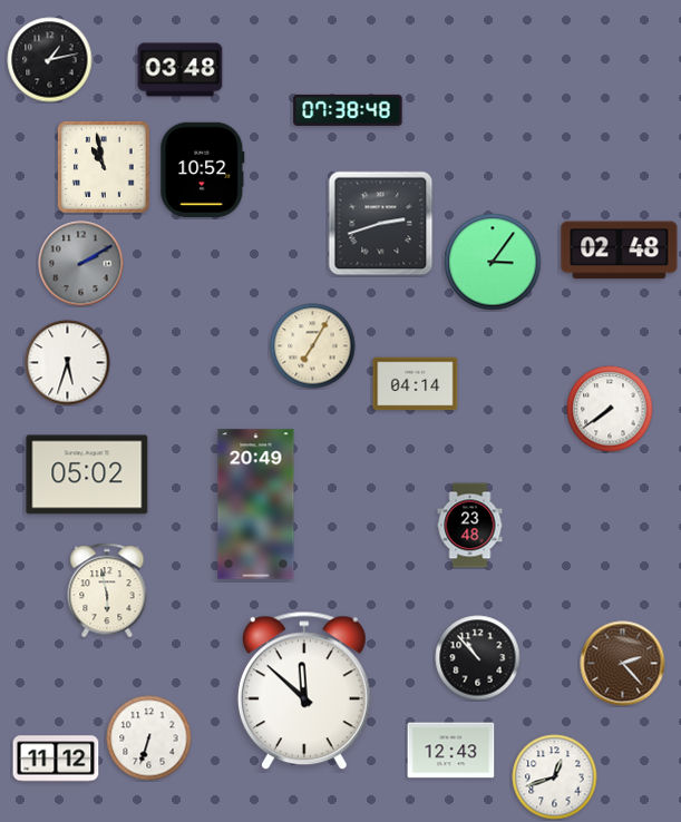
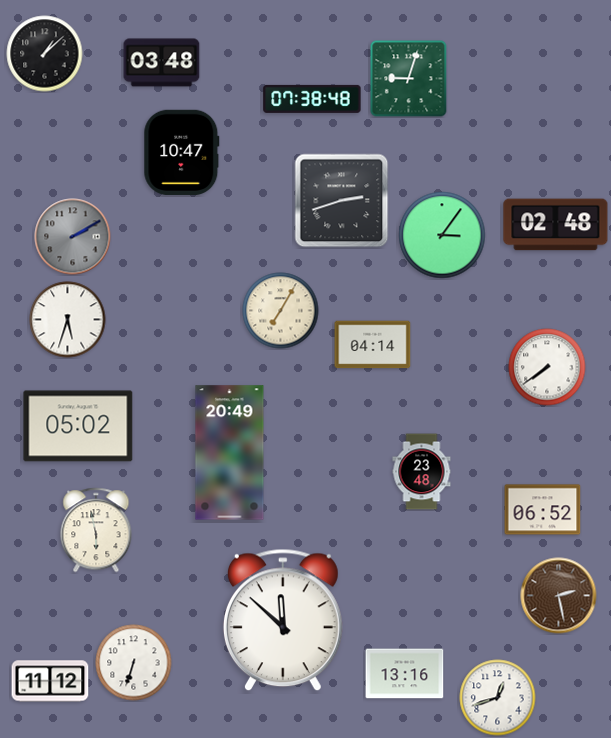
clock at (50, 60): 1:13 -> 1:08
clock at (409, 79): none -> 9:03
clock at (104, 167): 10:58 -> none
clock at (203, 169): 10:52 -> 10:47
clock at (68, 363) position: (68, 363) -> (68, 320)
clock at (543, 510): none -> 06:52
clock at (478, 658): 10:53 -> none
clock at (623, 664): 2:23 -> 2:28
clock at (304, 691) position: (304, 691) -> (283, 620)
clock at (451, 751): 12:43 -> 13:16
